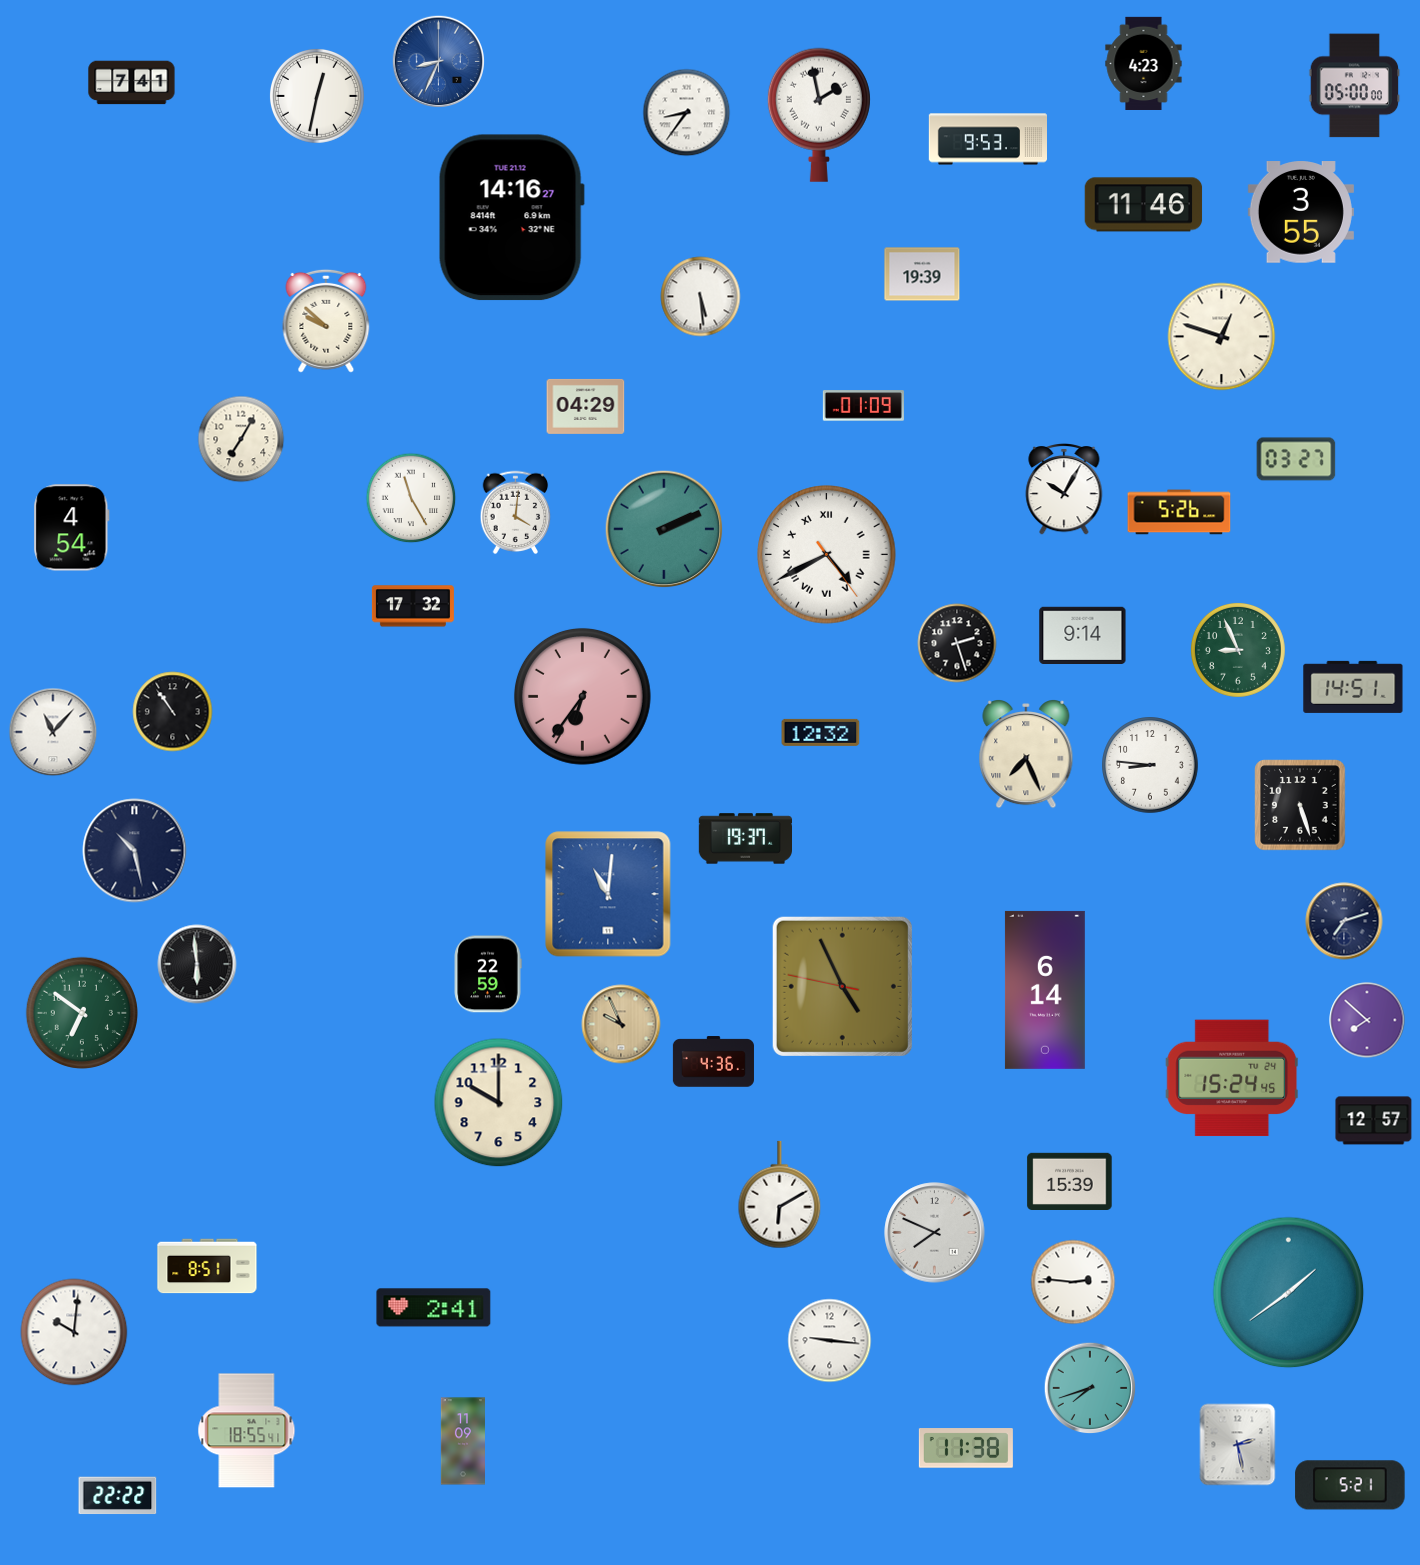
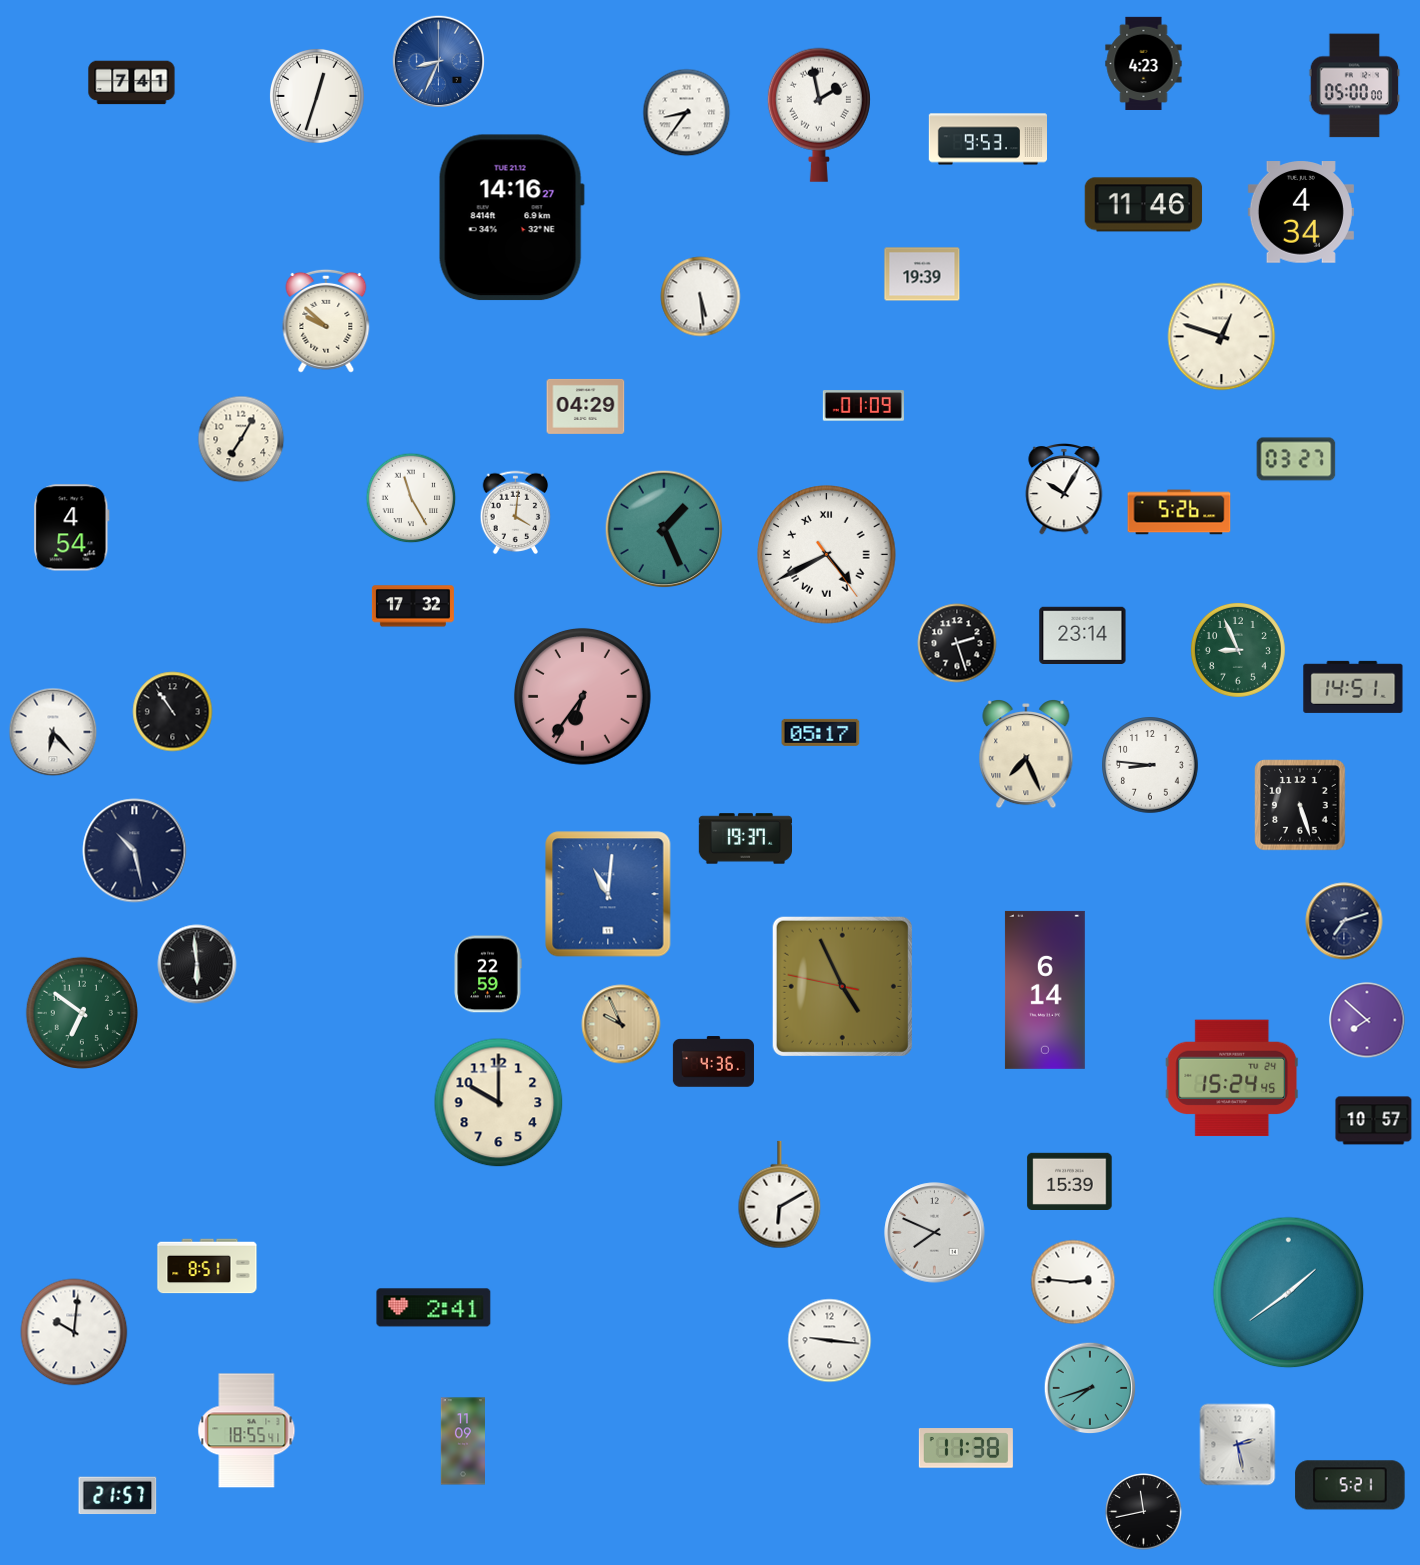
clock at (317, 96): 12:32 -> 12:33
clock at (1301, 212): 3:55 -> 4:34
clock at (664, 529): 2:11 -> 1:26
clock at (1083, 635): 9:14 -> 23:14
clock at (53, 732): 11:07 -> 6:23
clock at (821, 732): 12:32 -> 05:17
clock at (1374, 1121): 12:57 -> 10:57
clock at (118, 1496): 22:22 -> 21:57
clock at (1144, 1512): none -> 11:43
